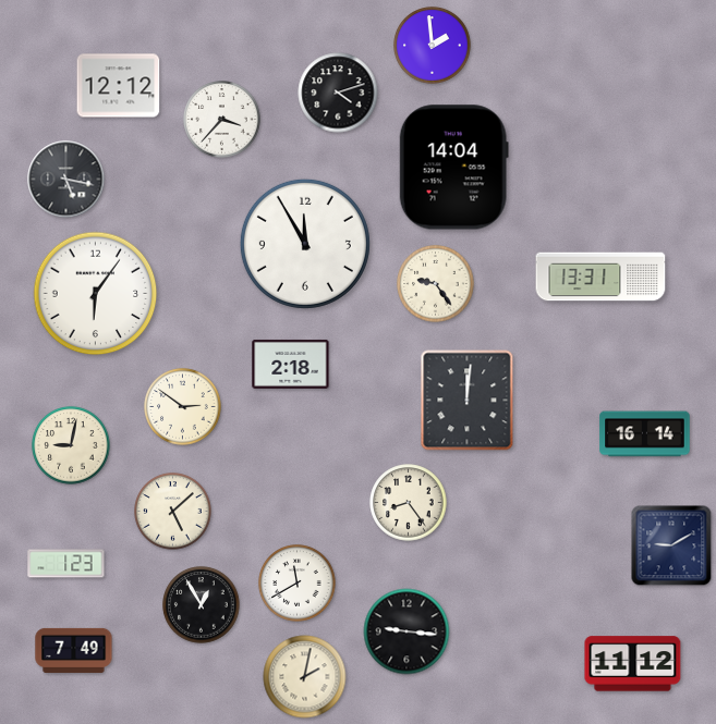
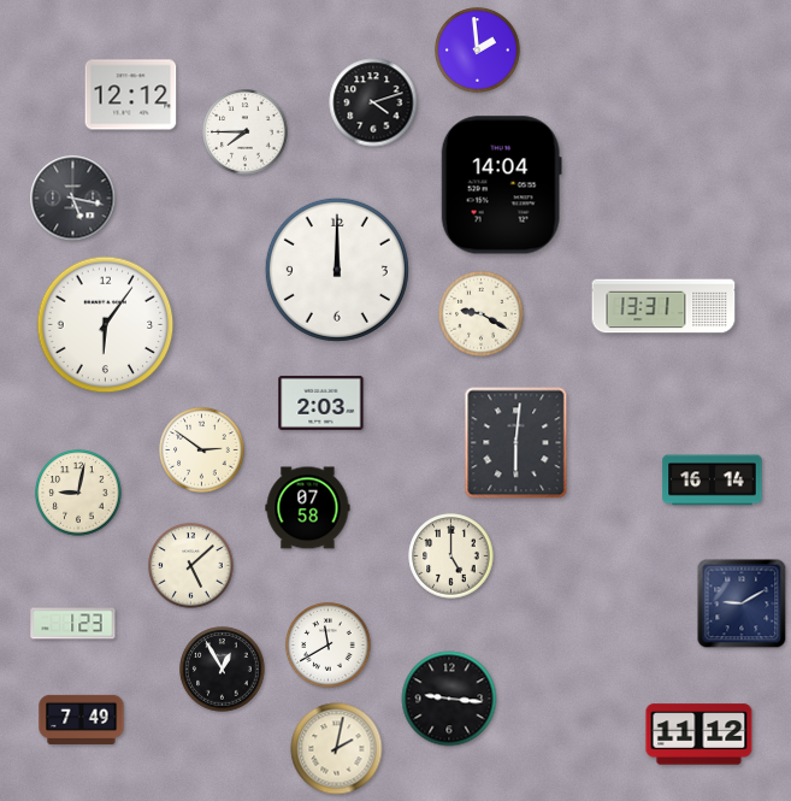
clock at (222, 120): 3:37 -> 7:45
clock at (305, 244): 11:55 -> 12:00
clock at (436, 284): 9:24 -> 9:20
clock at (291, 364): 2:18 -> 2:03
clock at (468, 401): 12:01 -> 6:01
clock at (308, 508): none -> 07:58
clock at (409, 503): 8:24 -> 5:00
